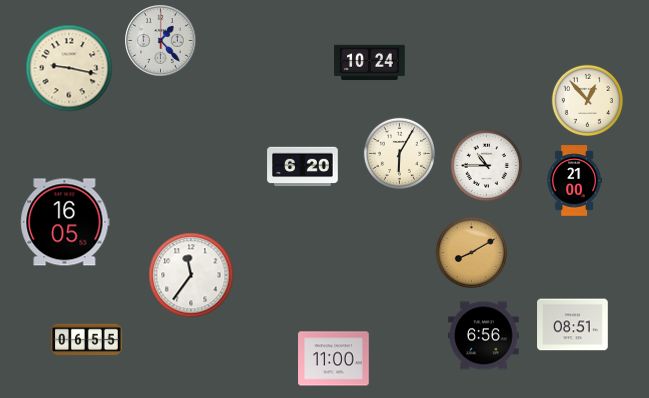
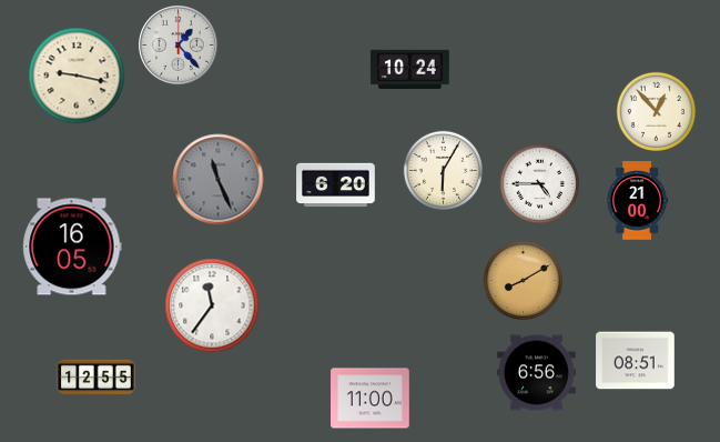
clock at (587, 100) position: (587, 100) -> (656, 111)
clock at (219, 180): none -> 11:26
clock at (486, 165): 10:45 -> 4:45
clock at (87, 340): 06:55 -> 12:55
